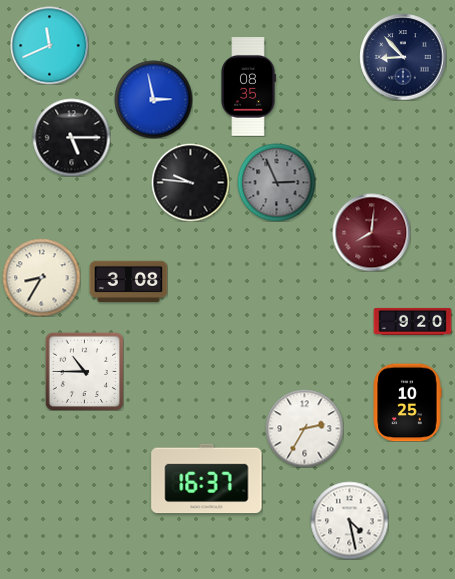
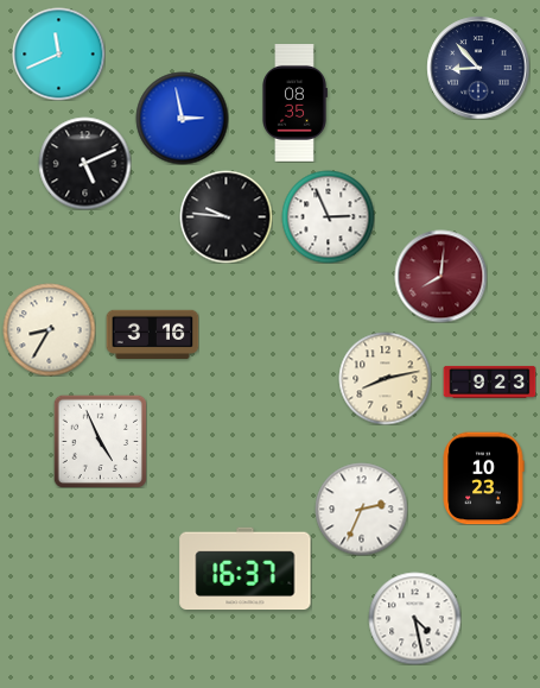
clock at (71, 137): 5:15 -> 5:11
clock at (276, 182) dial: grey -> white
clock at (128, 281): 3:08 -> 3:16
clock at (385, 378): none -> 8:13
clock at (412, 321): 9:20 -> 9:23
clock at (84, 371): 10:45 -> 4:56
clock at (407, 402): 10:25 -> 10:23
clock at (304, 428): 2:35 -> 2:34
